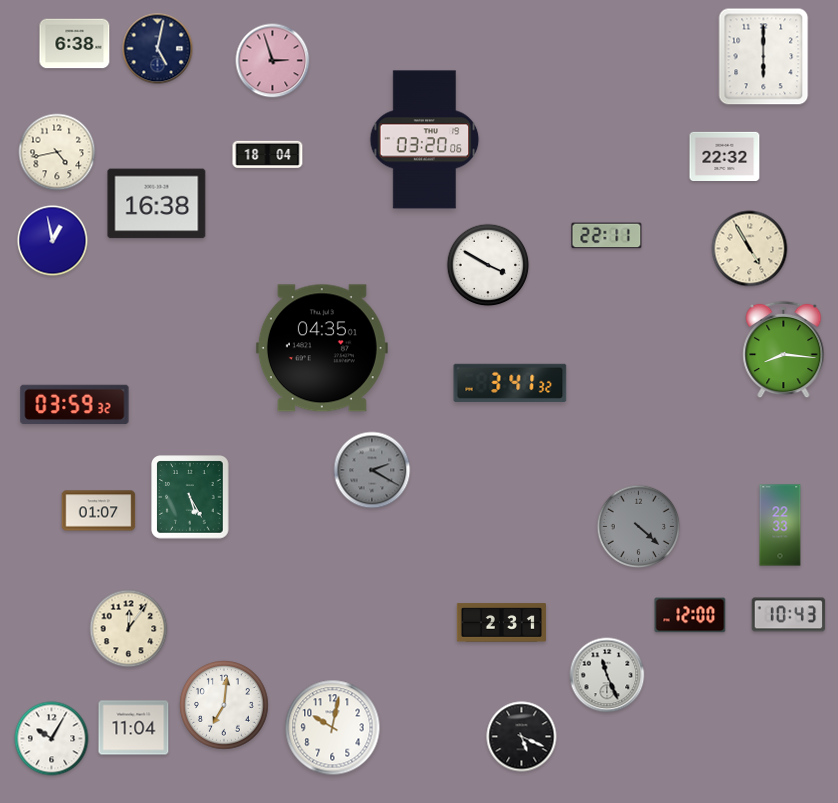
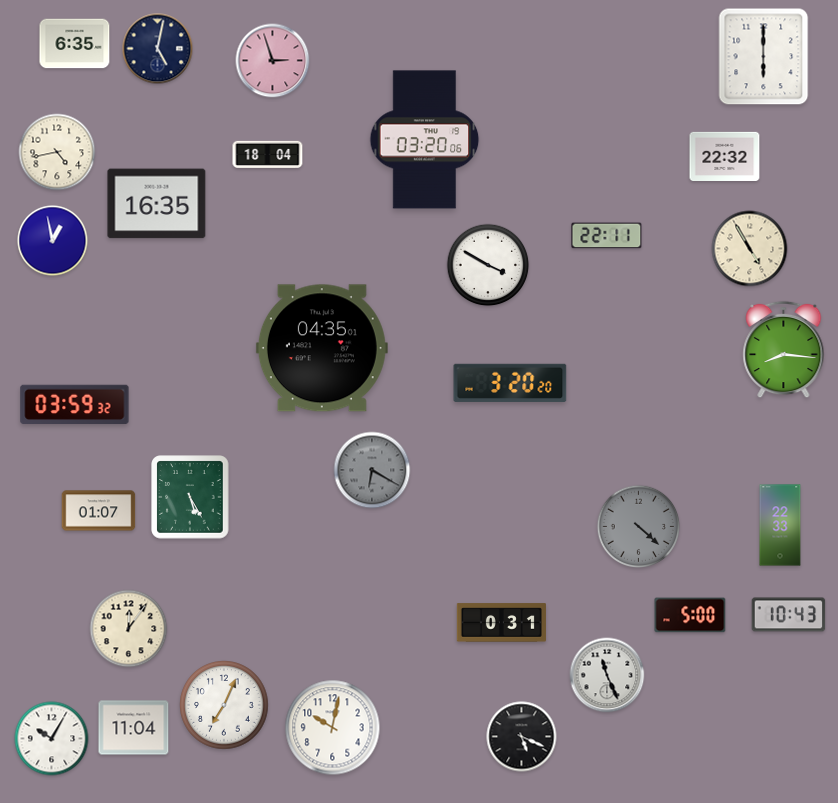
clock at (75, 44): 6:38 -> 6:35
clock at (157, 204): 16:38 -> 16:35
clock at (510, 382): 3:41 -> 3:20
clock at (372, 470): 2:20 -> 6:20
clock at (690, 615): 12:00 -> 5:00
clock at (501, 623): 2:31 -> 0:31
clock at (224, 705): 7:01 -> 7:04
